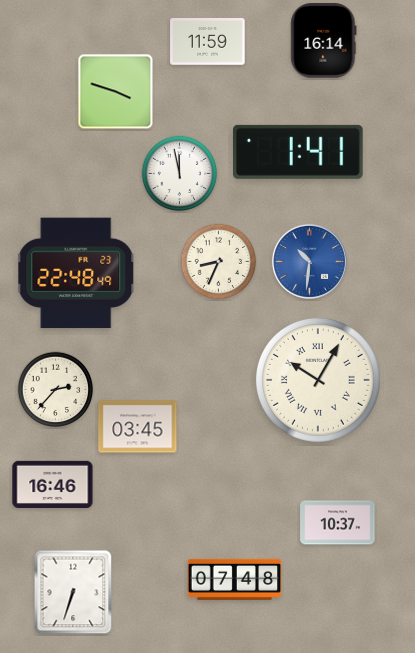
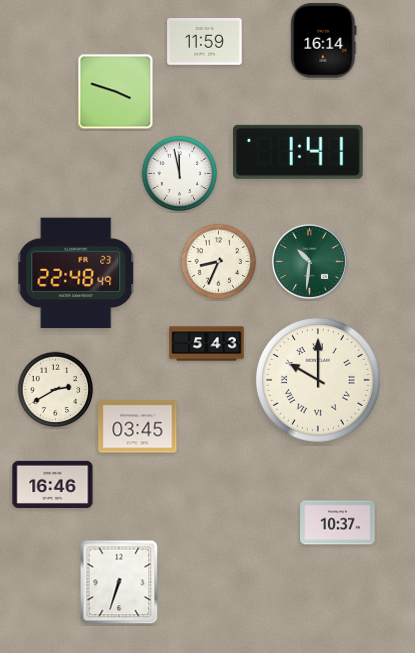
clock at (208, 42) position: (208, 42) -> (205, 42)
clock at (309, 261) dial: blue -> green
clock at (207, 344): none -> 5:43
clock at (318, 380): 10:05 -> 10:00
clock at (56, 390): 2:37 -> 2:40
clock at (235, 579): 07:48 -> none
clock at (73, 592) position: (73, 592) -> (119, 582)
